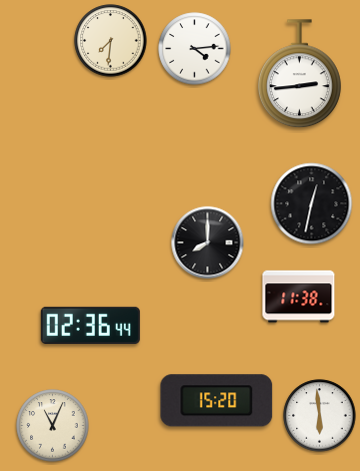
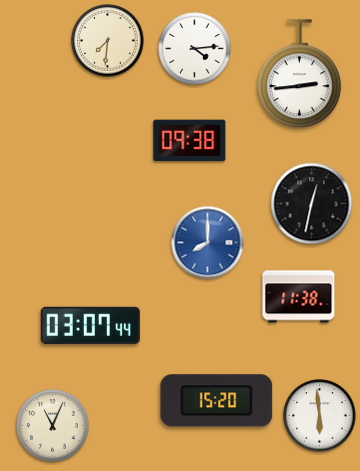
clock at (111, 41) position: (111, 41) -> (108, 41)
clock at (190, 141): none -> 09:38
clock at (208, 243) dial: black -> blue
clock at (90, 325): 02:36 -> 03:07
